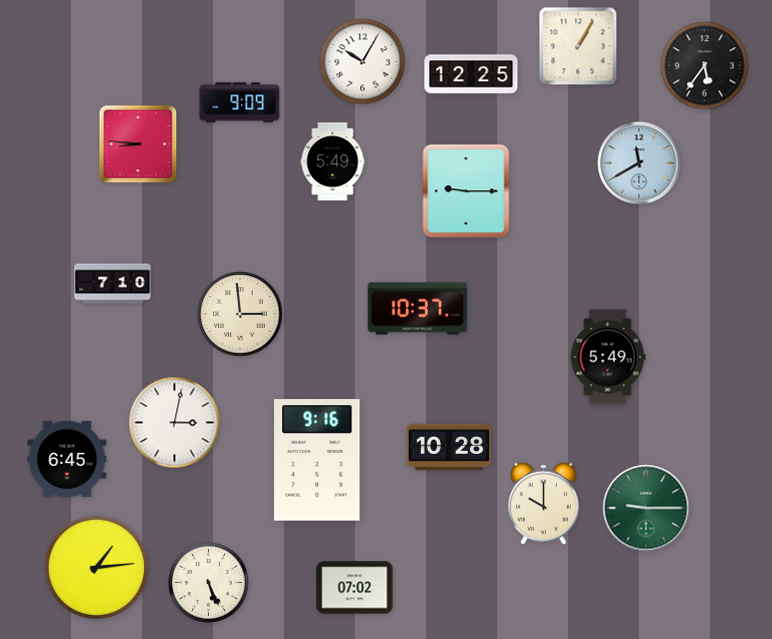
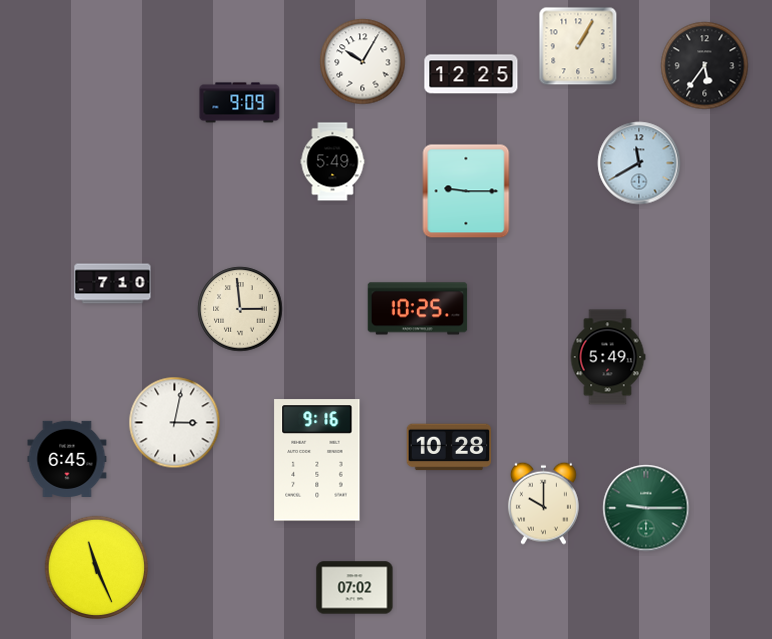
clock at (138, 144): 8:46 -> none
clock at (418, 309): 10:37 -> 10:25
clock at (240, 314) position: (240, 314) -> (240, 309)
clock at (97, 568): 1:14 -> 11:26
clock at (209, 583): 5:26 -> none
